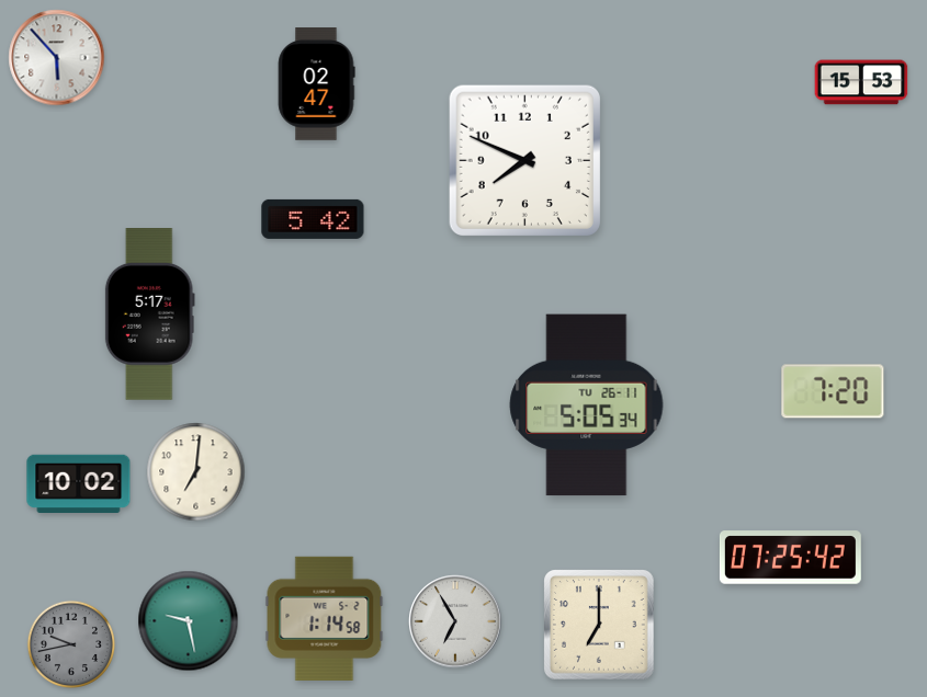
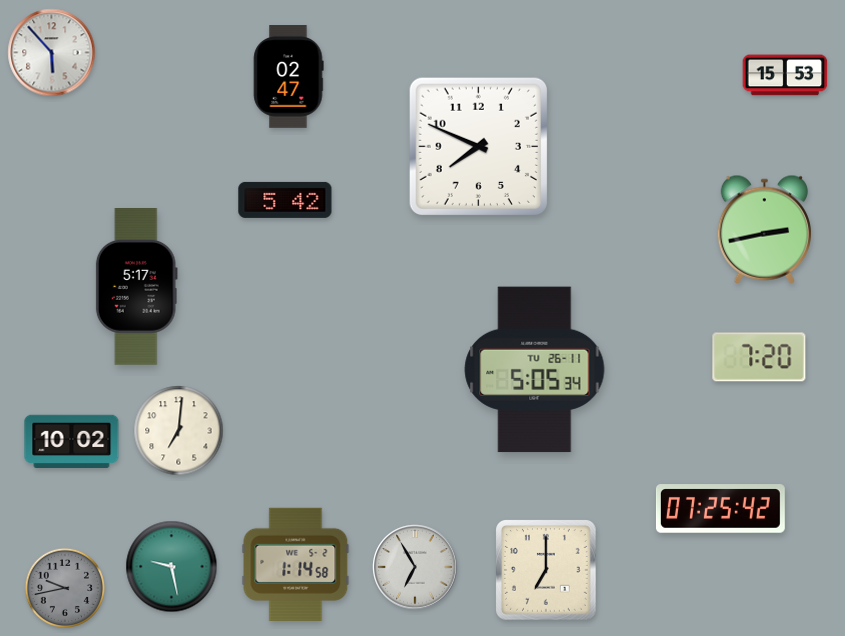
clock at (764, 229): none -> 2:43
